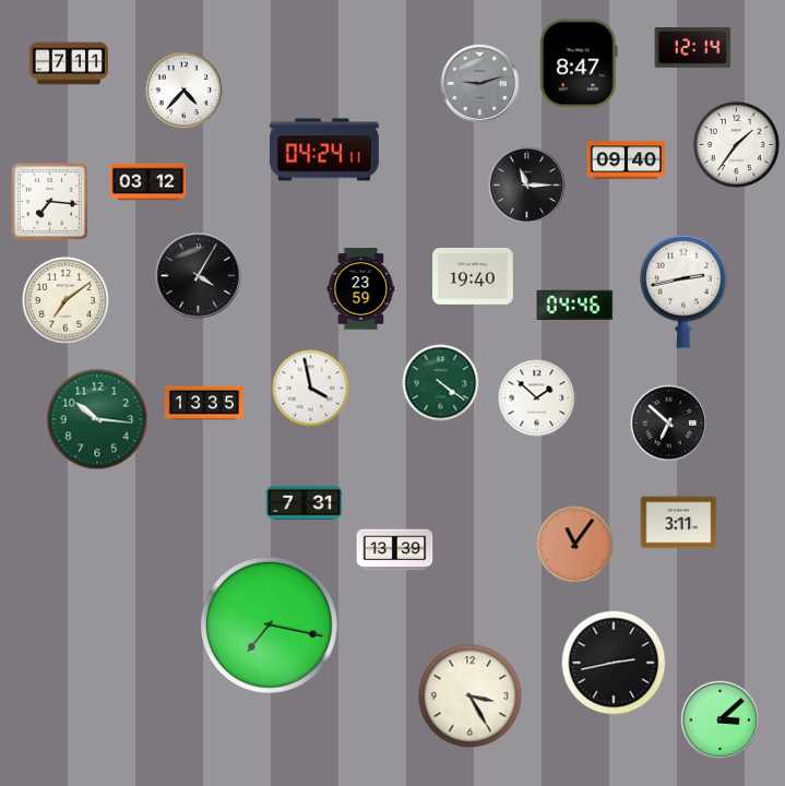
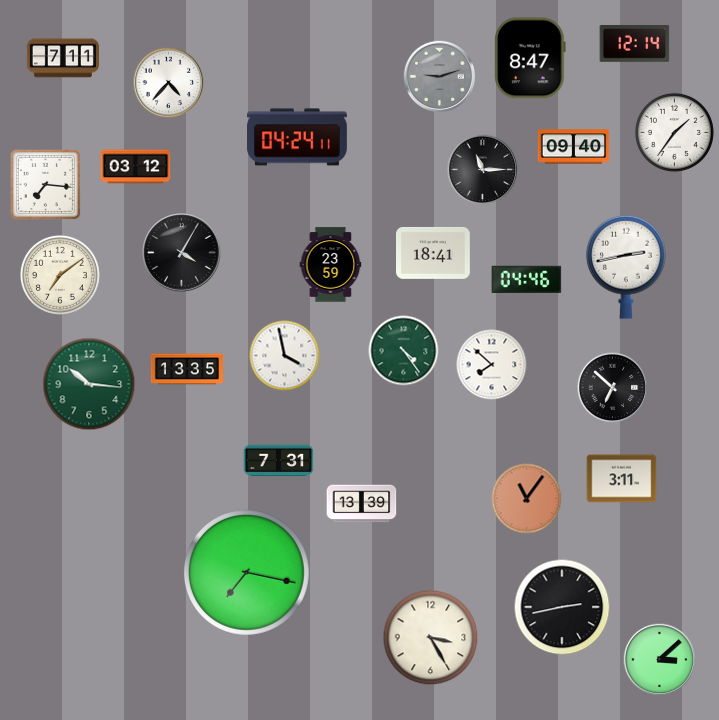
clock at (473, 276): 19:40 -> 18:41
clock at (441, 383): 4:21 -> 4:24
clock at (537, 398): 1:52 -> 7:52
